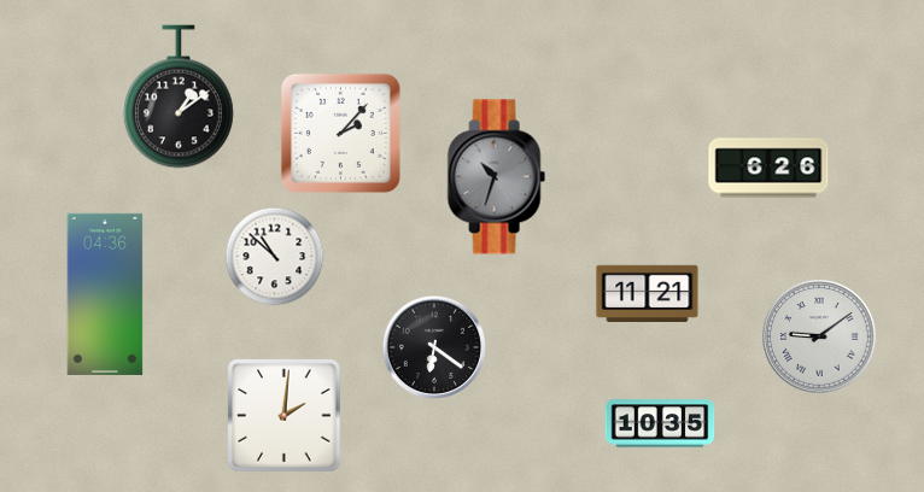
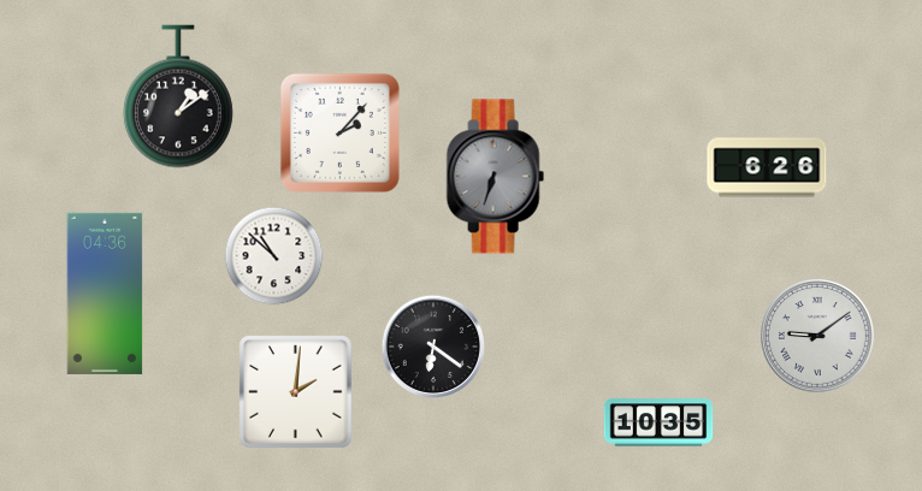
clock at (496, 177): 10:33 -> 6:33
clock at (648, 293): 11:21 -> none
clock at (285, 416) position: (285, 416) -> (296, 392)
